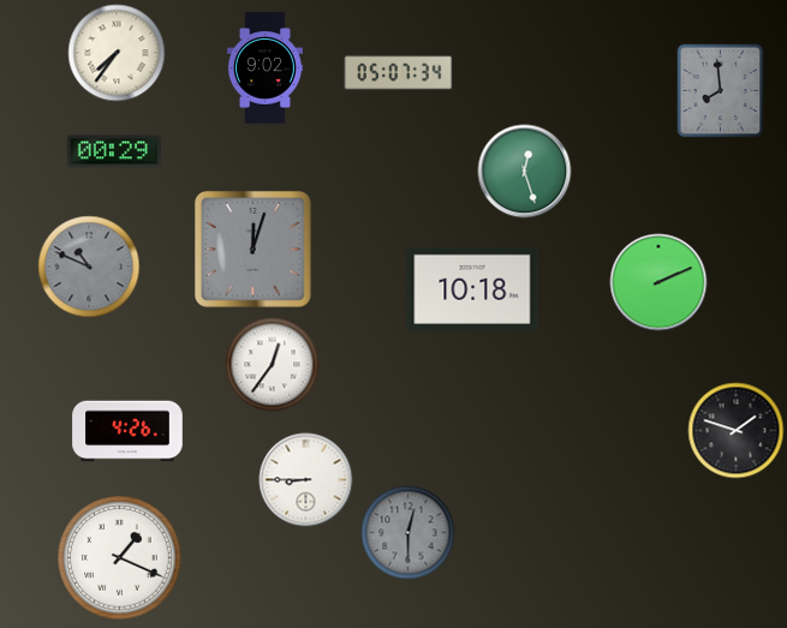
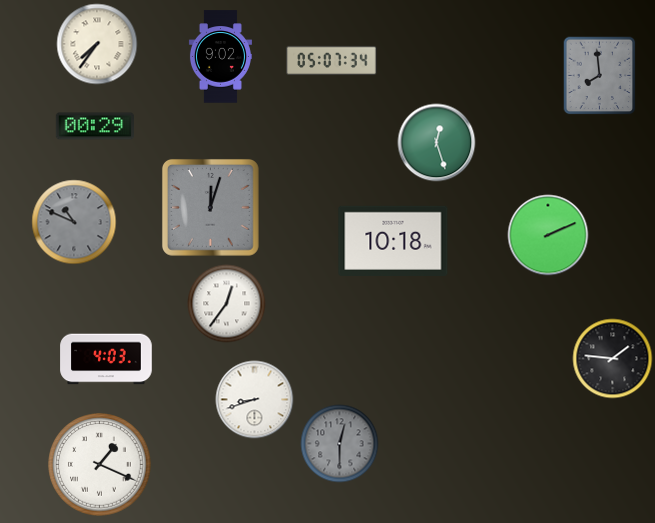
clock at (735, 430): 1:48 -> 1:46
clock at (127, 431): 4:26 -> 4:03
clock at (305, 479): 8:45 -> 8:42
